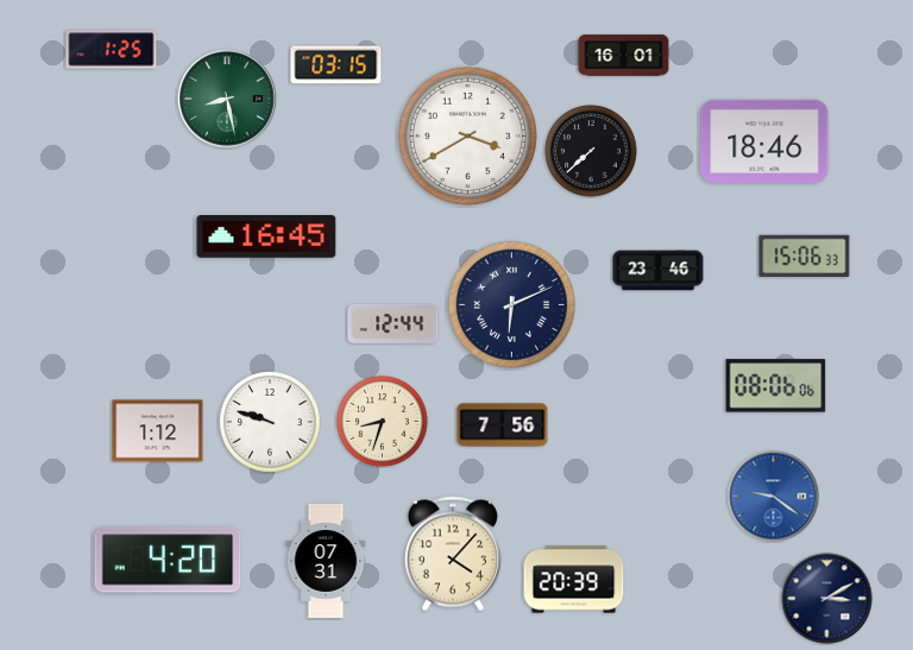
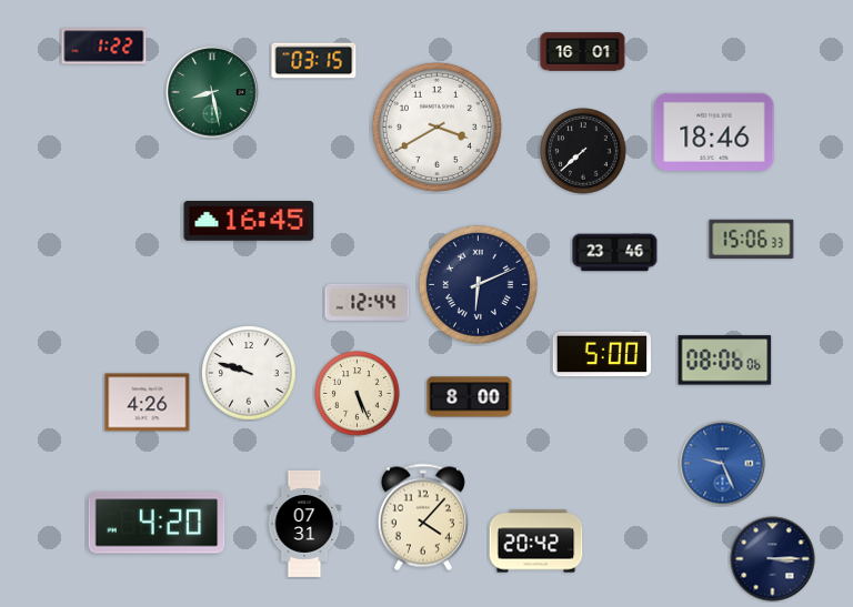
clock at (112, 50): 1:25 -> 1:22
clock at (591, 151) position: (591, 151) -> (583, 151)
clock at (602, 354): none -> 5:00
clock at (270, 422) position: (270, 422) -> (249, 373)
clock at (383, 422): 8:33 -> 5:26
clock at (503, 425): 7:56 -> 8:00
clock at (158, 431): 1:12 -> 4:26
clock at (774, 497): 9:21 -> 9:26
clock at (574, 580): 20:39 -> 20:42
clock at (827, 599): 3:10 -> 3:15
